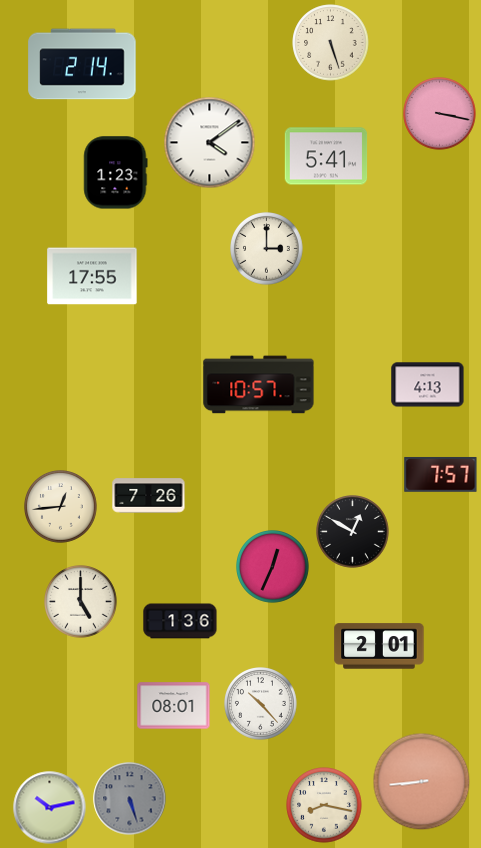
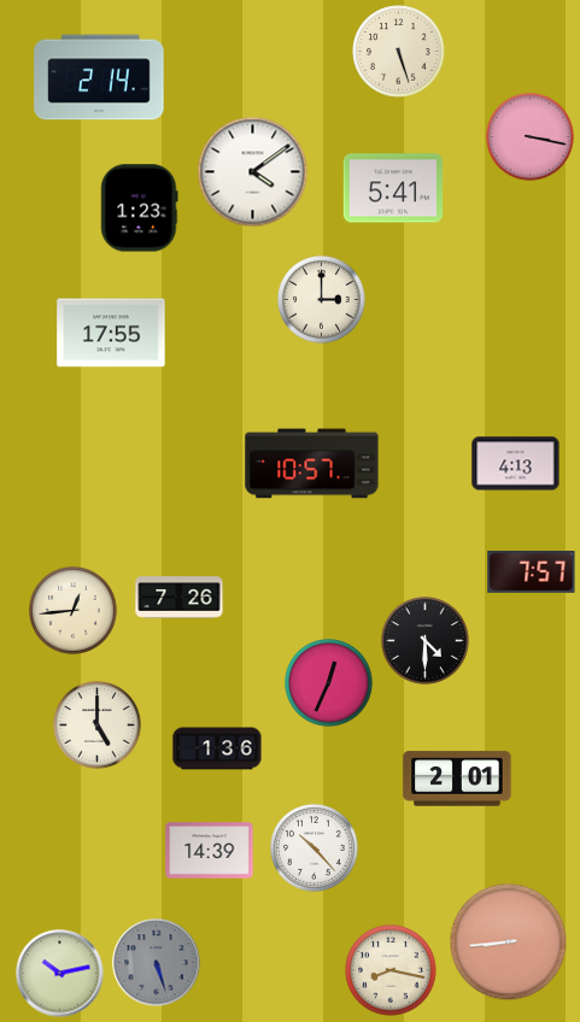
clock at (353, 532): 12:50 -> 4:30
clock at (174, 706): 08:01 -> 14:39
